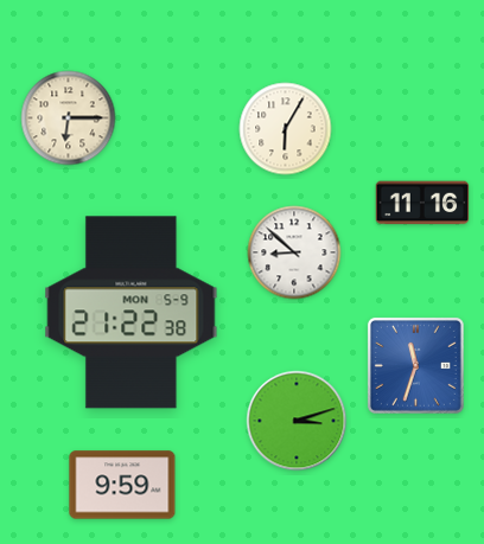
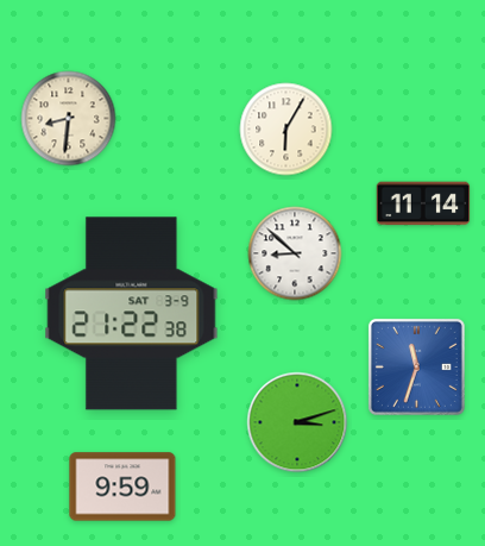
clock at (69, 119): 6:15 -> 8:31
clock at (422, 203): 11:16 -> 11:14
clock at (132, 313) date: MON 5-9 -> SAT 3-9
